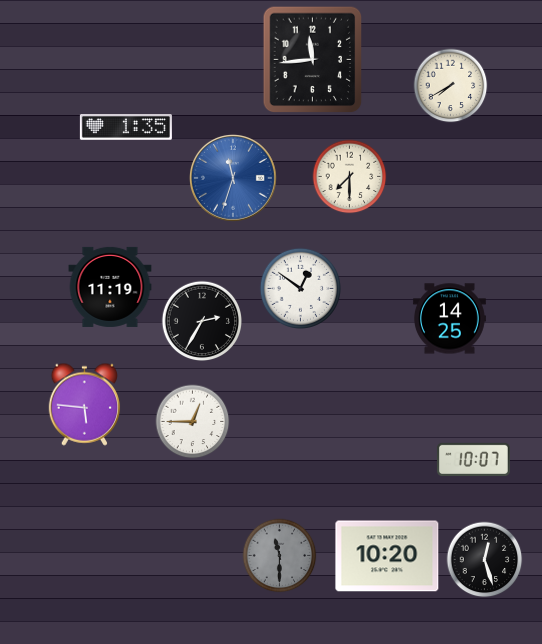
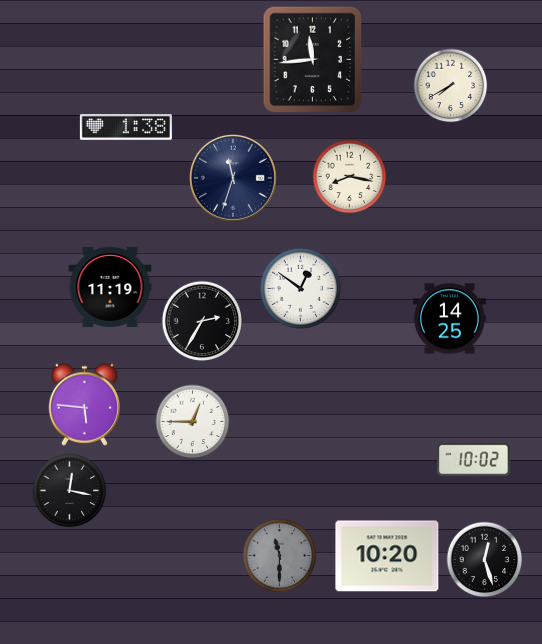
clock at (126, 128): 1:35 -> 1:38
clock at (350, 177): 7:30 -> 8:17
clock at (233, 178) dial: blue -> navy
clock at (473, 459): 10:07 -> 10:02
clock at (70, 491): none -> 12:17
